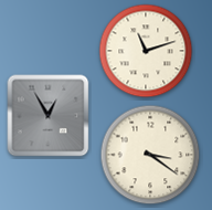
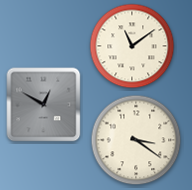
clock at (146, 51): 11:12 -> 11:09
clock at (49, 116): 12:55 -> 12:50
